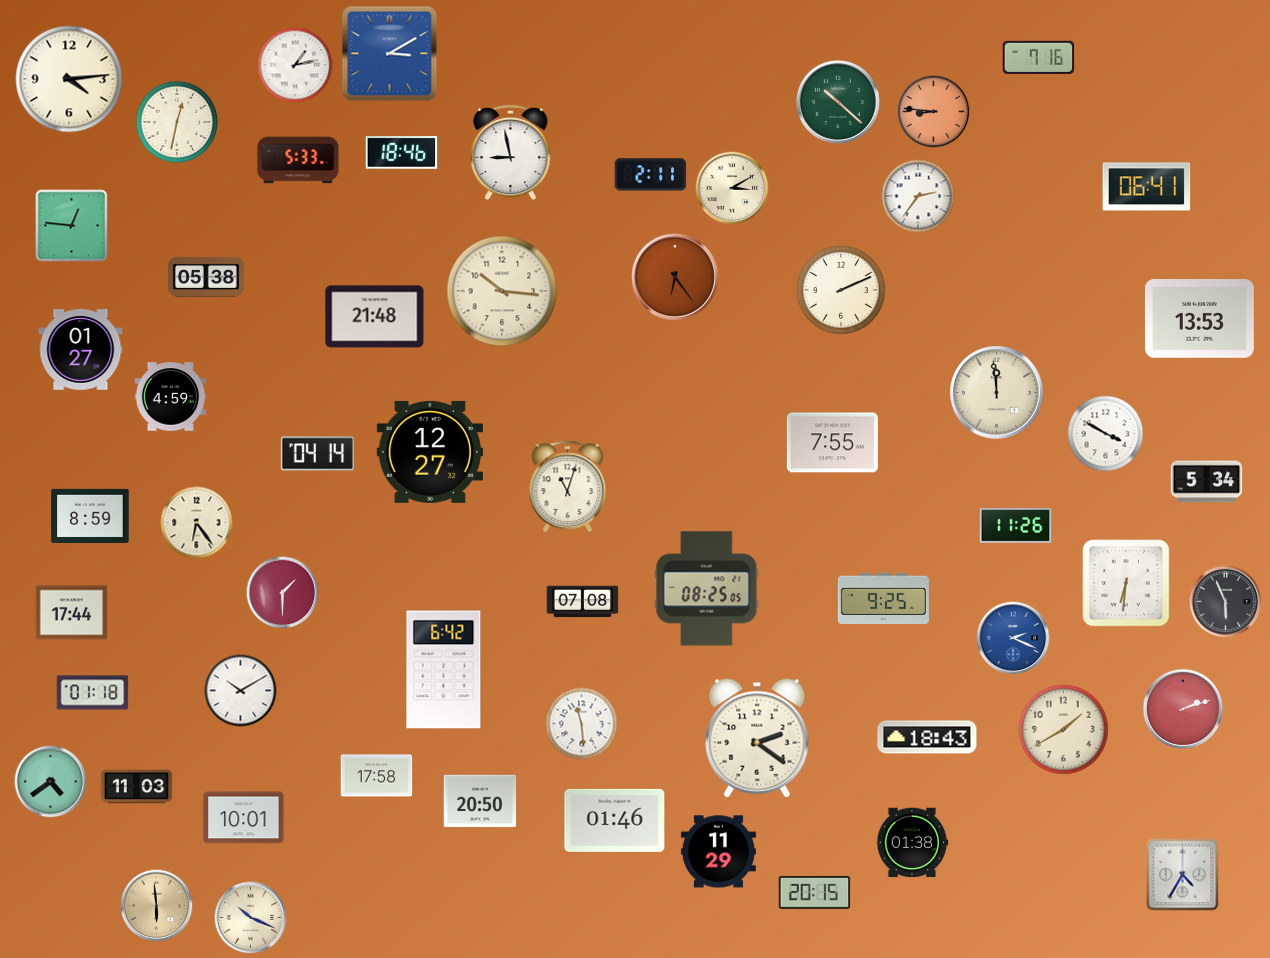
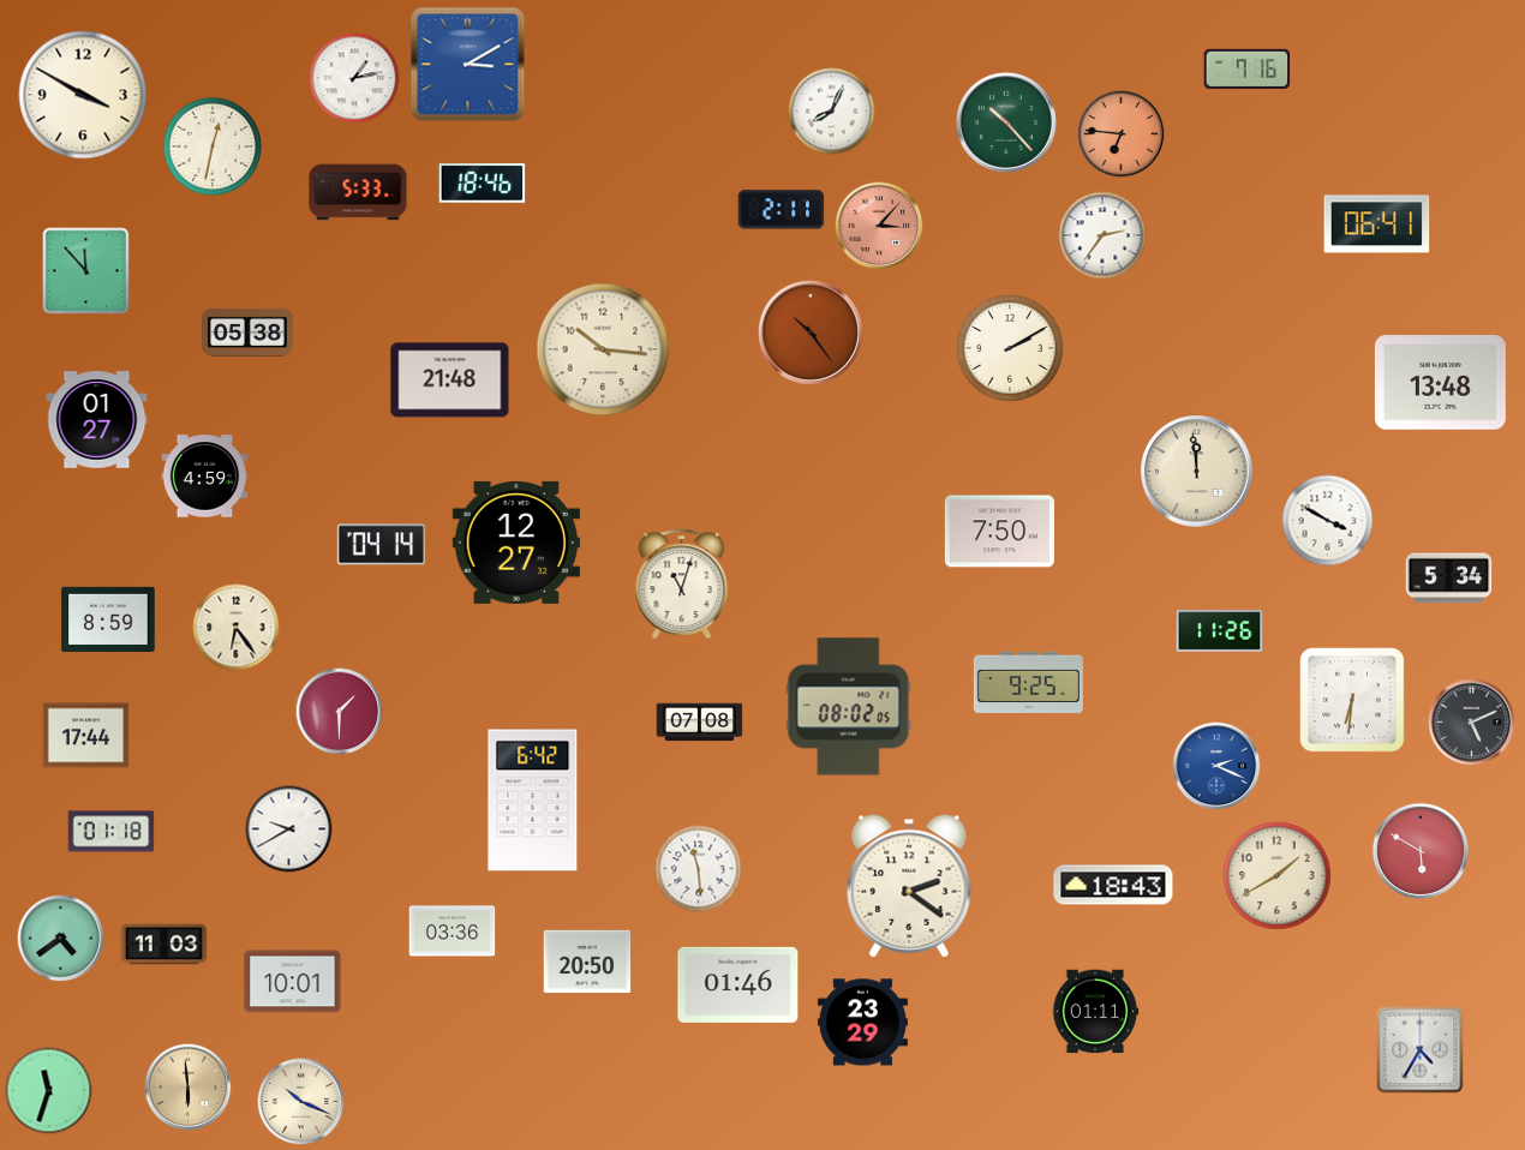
clock at (69, 79): 4:14 -> 3:50
clock at (832, 112): none -> 8:04
clock at (838, 102): 10:22 -> 10:23
clock at (934, 112): 8:46 -> 6:46
clock at (511, 153): 8:58 -> none
clock at (732, 188): 3:10 -> 3:07
clock at (732, 188) dial: cream -> salmon
clock at (72, 226): 12:46 -> 11:53
clock at (675, 277): 6:24 -> 10:24
clock at (841, 290): 2:11 -> 2:10
clock at (1199, 319): 13:53 -> 13:48
clock at (832, 443): 7:55 -> 7:50
clock at (707, 589): 08:25 -> 08:02
clock at (883, 599) position: (883, 599) -> (1028, 683)
clock at (1226, 602): 5:56 -> 5:11
clock at (444, 670) position: (444, 670) -> (533, 801)
clock at (241, 691): 10:10 -> 9:40
clock at (1182, 708): 2:12 -> 5:50
clock at (377, 776): 17:58 -> 03:36
clock at (480, 801) position: (480, 801) -> (587, 962)
clock at (912, 843): 01:38 -> 01:11
clock at (718, 852): 11:29 -> 23:29
clock at (815, 892): 20:15 -> none
clock at (49, 1091): none -> 11:33
